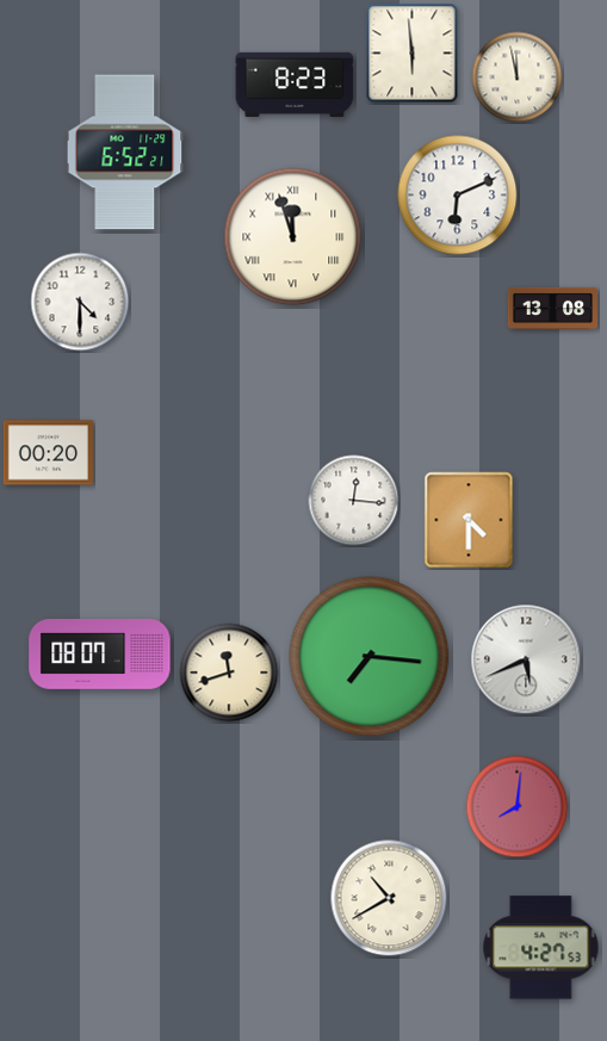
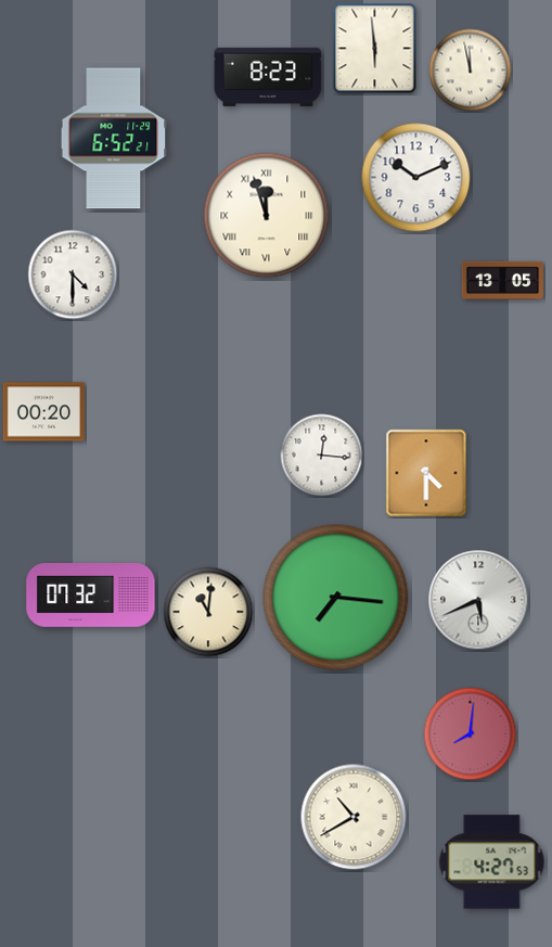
clock at (458, 196): 6:11 -> 10:11
clock at (552, 308): 13:08 -> 13:05
clock at (100, 655): 08:07 -> 07:32
clock at (229, 673): 11:42 -> 11:01
